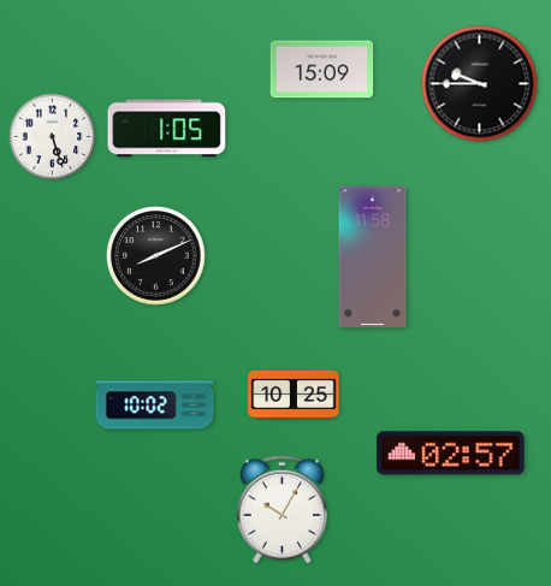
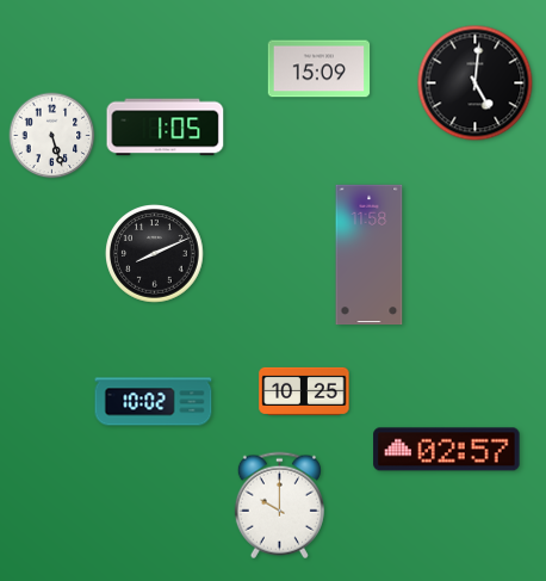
clock at (480, 84): 9:45 -> 5:01
clock at (294, 395) position: (294, 395) -> (304, 391)
clock at (282, 510): 10:05 -> 10:00
